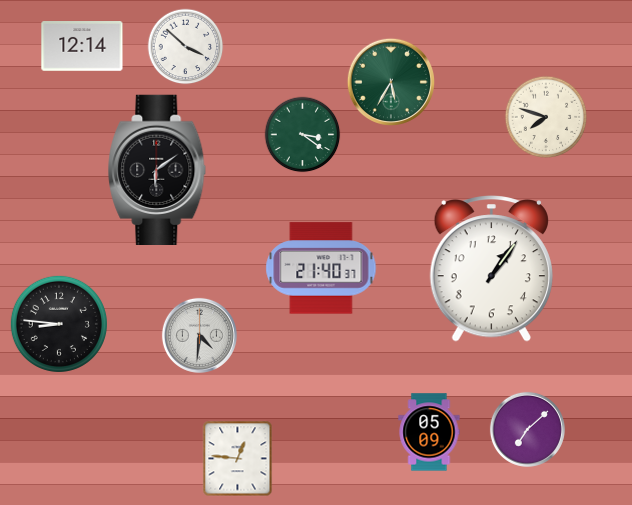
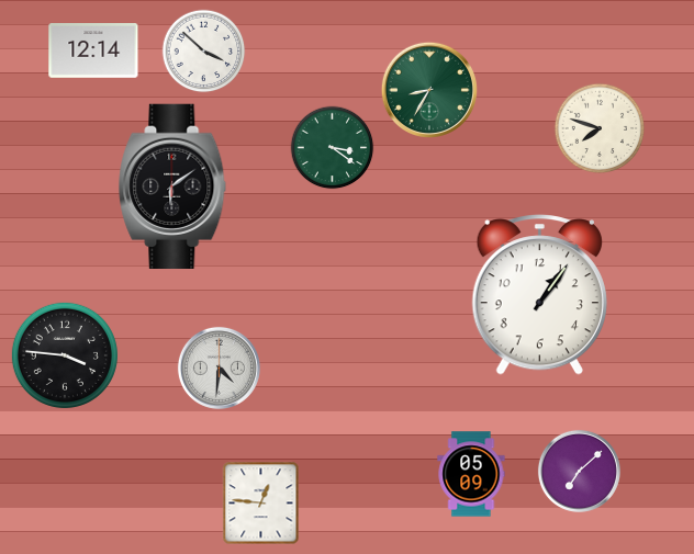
clock at (82, 47) position: (82, 47) -> (93, 52)
clock at (390, 81): 5:35 -> 8:35
clock at (321, 268): 21:40 -> none
clock at (59, 324): 8:46 -> 3:46
